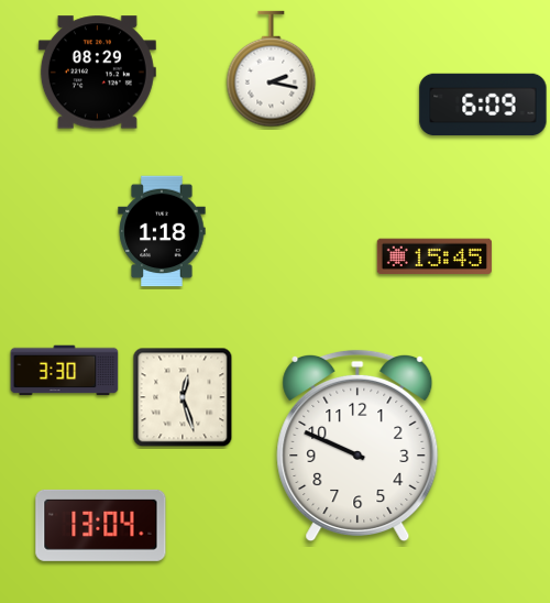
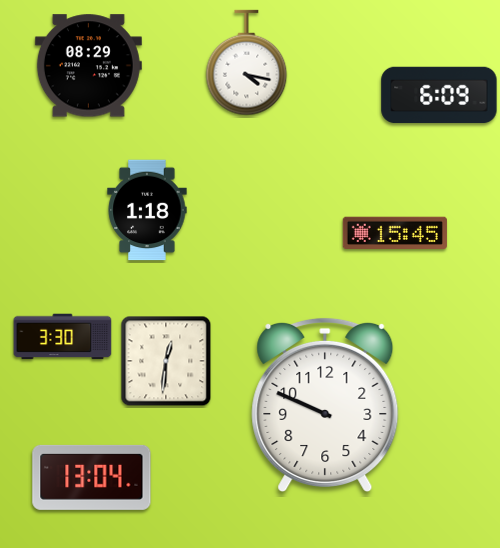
clock at (272, 69): 2:17 -> 4:17
clock at (65, 371) position: (65, 371) -> (63, 337)
clock at (183, 397): 12:27 -> 12:31
